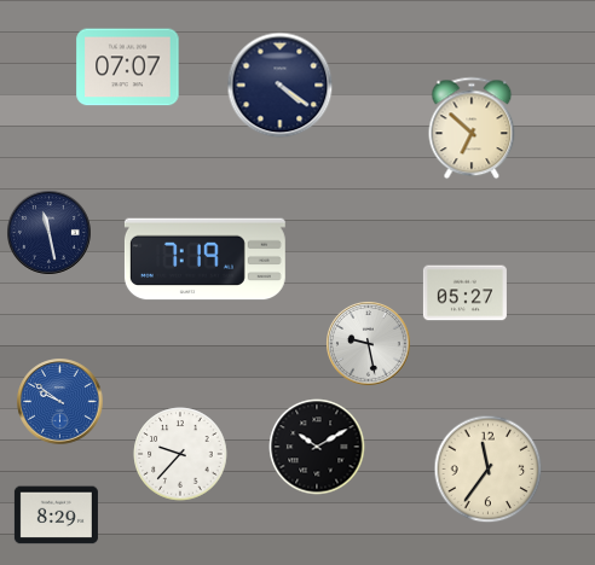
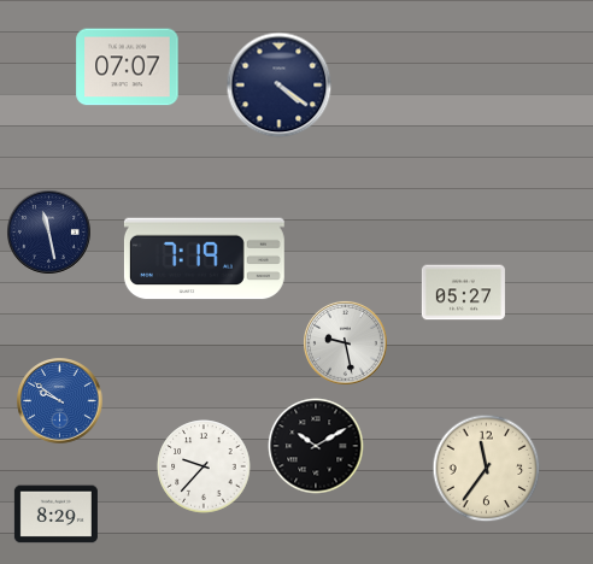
clock at (472, 128): 6:52 -> none
clock at (369, 344) position: (369, 344) -> (346, 343)
clock at (180, 454) position: (180, 454) -> (204, 466)
